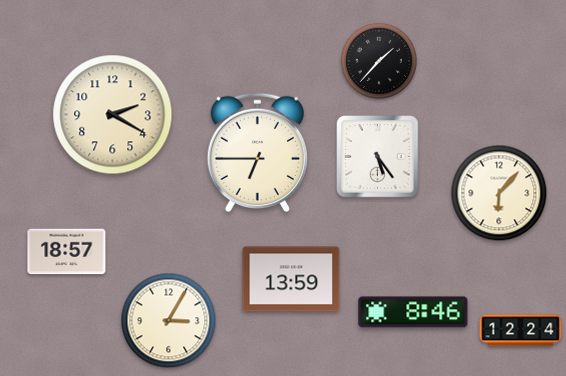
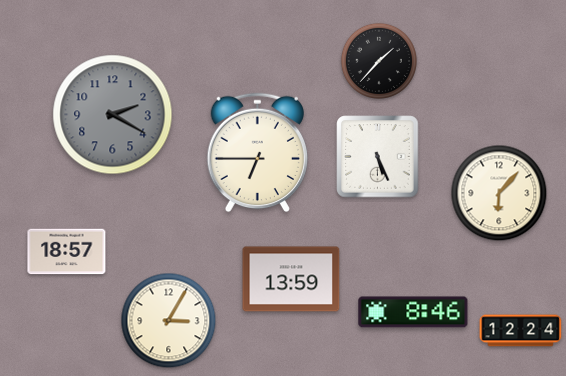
clock at (113, 115) dial: cream -> grey
clock at (378, 157): 5:24 -> 5:26
